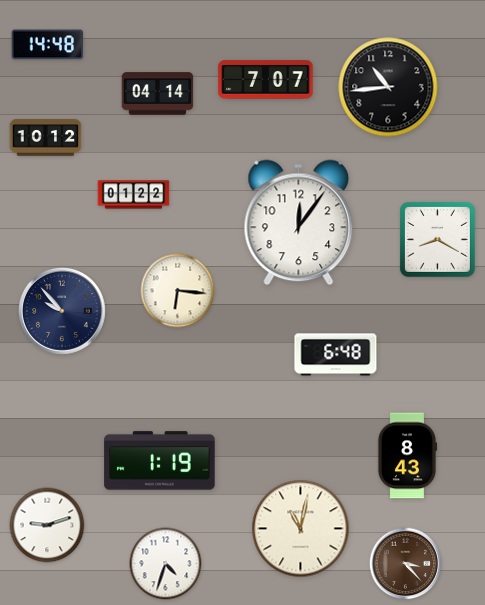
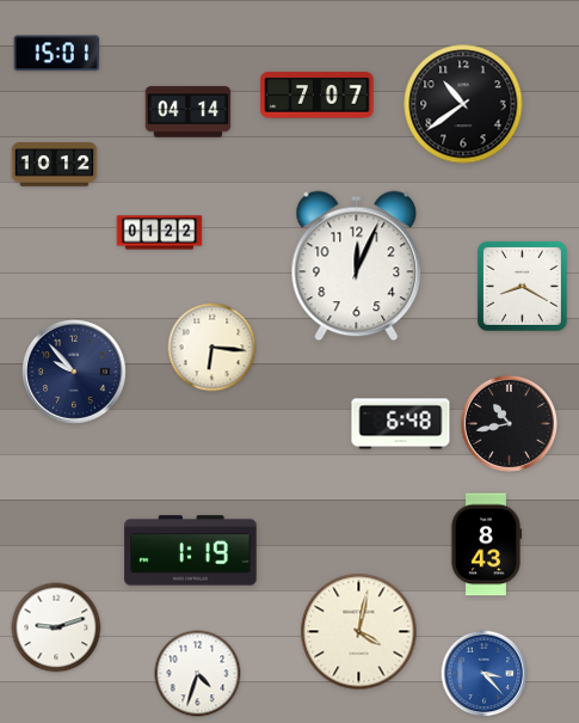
clock at (48, 45): 14:48 -> 15:01
clock at (388, 87): 10:44 -> 10:39
clock at (299, 223): 12:06 -> 12:04
clock at (509, 423): none -> 10:43
clock at (301, 529): 11:02 -> 4:02
clock at (406, 564) dial: brown -> blue
